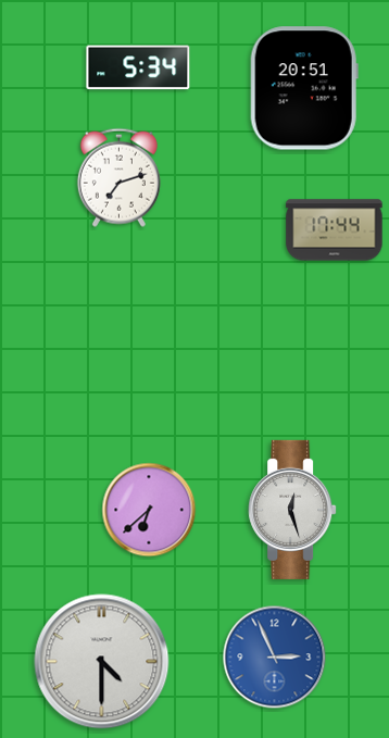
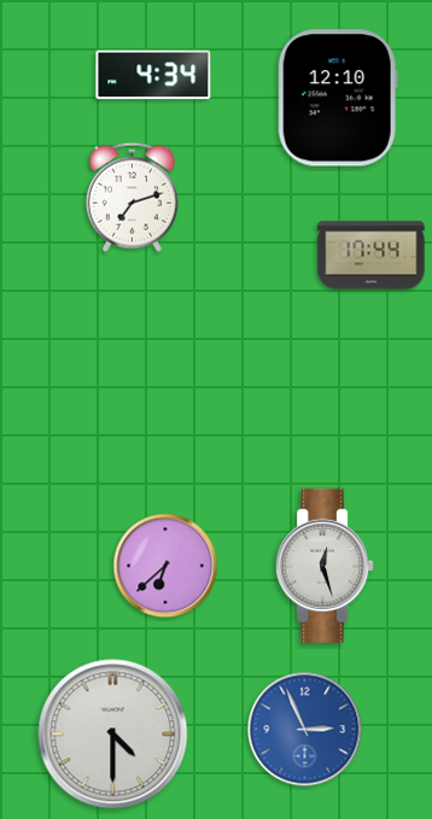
clock at (138, 67): 5:34 -> 4:34
clock at (304, 88): 20:51 -> 12:10
